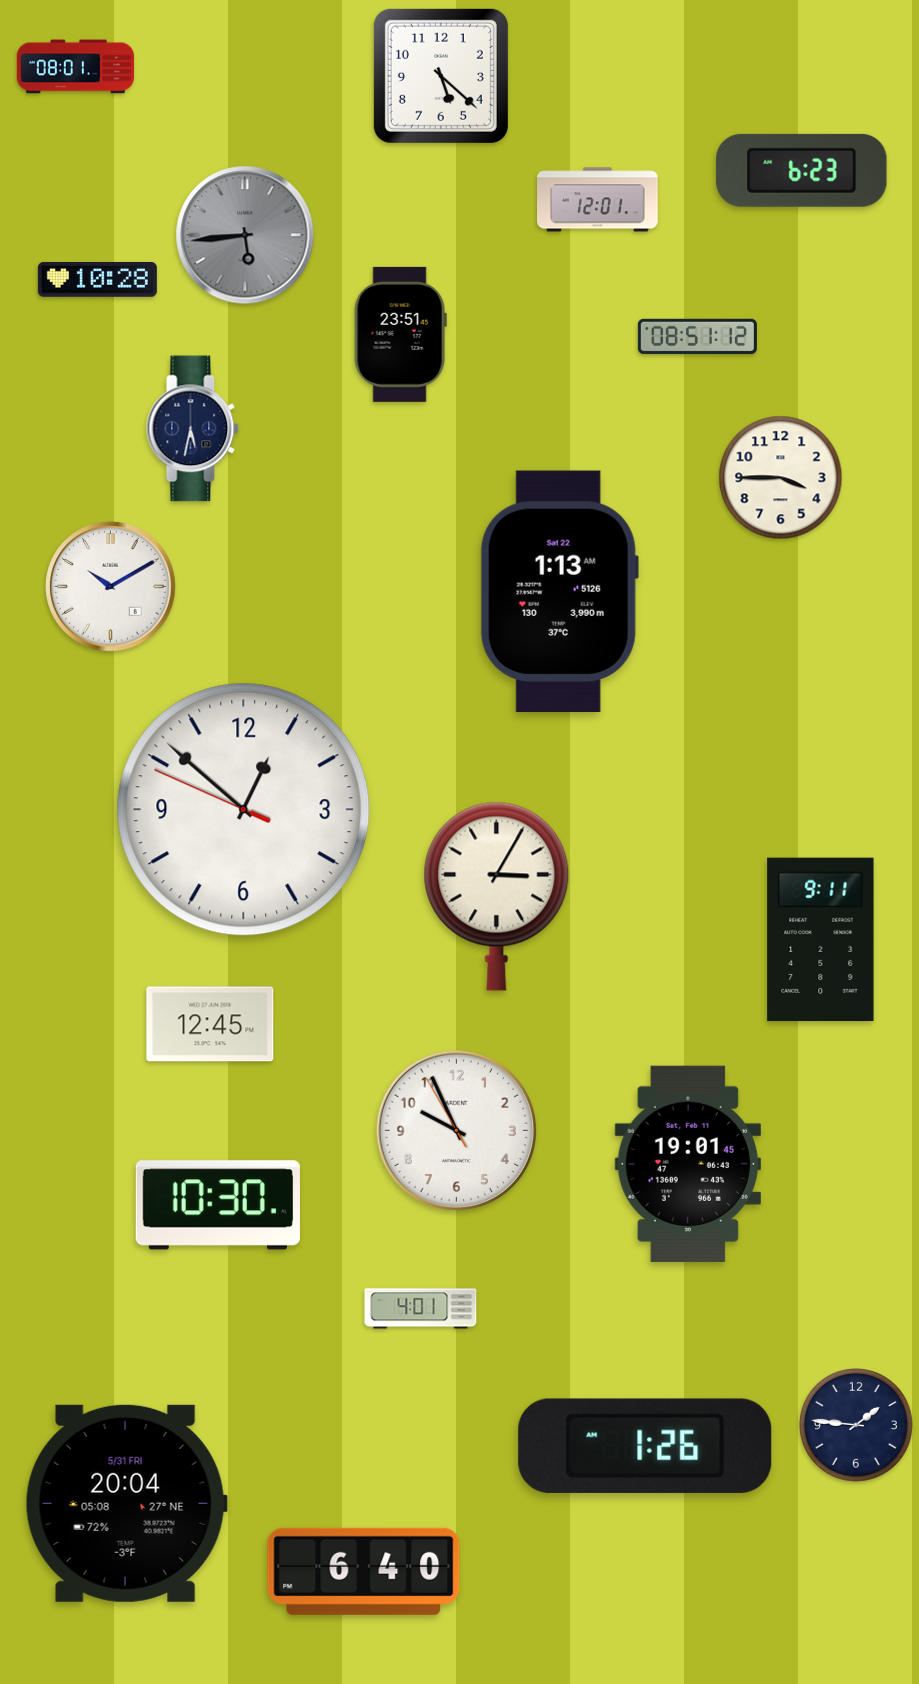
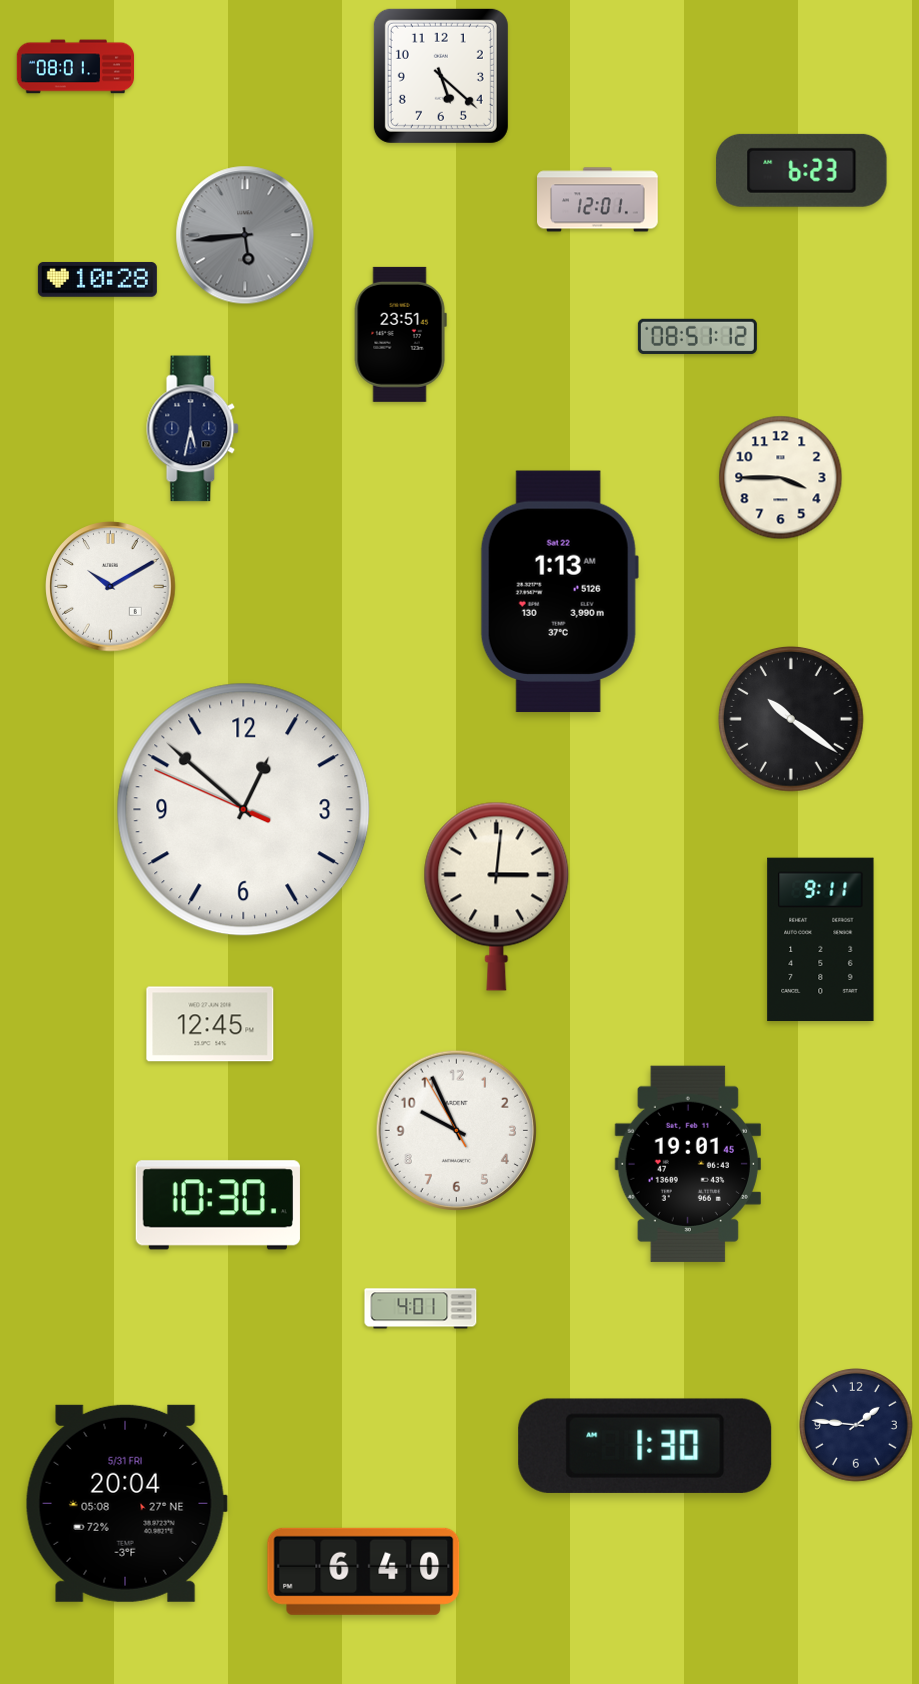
clock at (791, 719): none -> 10:21
clock at (497, 896): 3:05 -> 3:01
clock at (645, 1446): 1:26 -> 1:30
